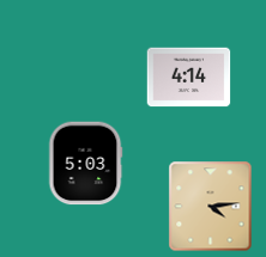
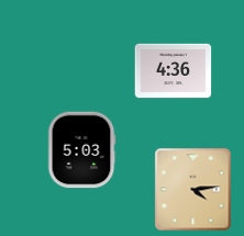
clock at (189, 78): 4:14 -> 4:36
clock at (85, 164) position: (85, 164) -> (81, 150)
